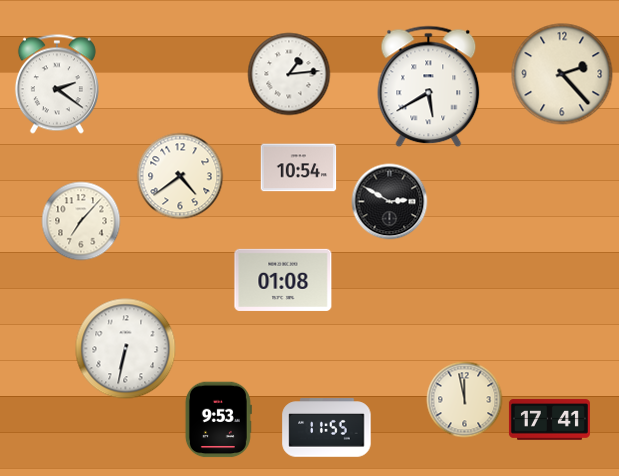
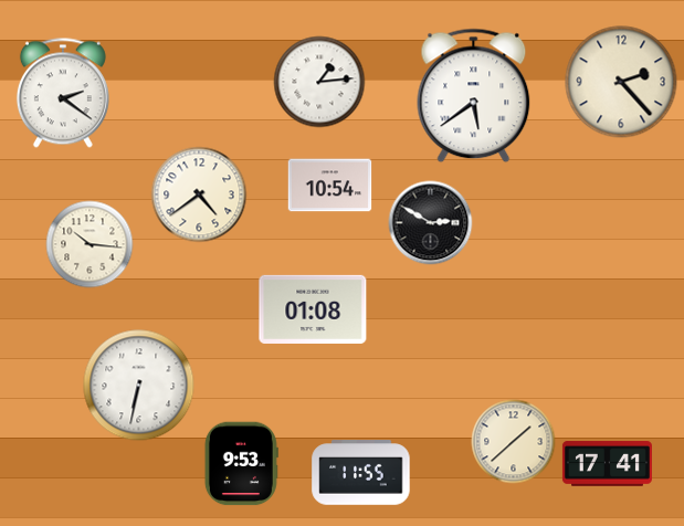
clock at (429, 87): 5:40 -> 5:39
clock at (81, 221): 7:07 -> 10:16
clock at (465, 400): 11:58 -> 1:38
